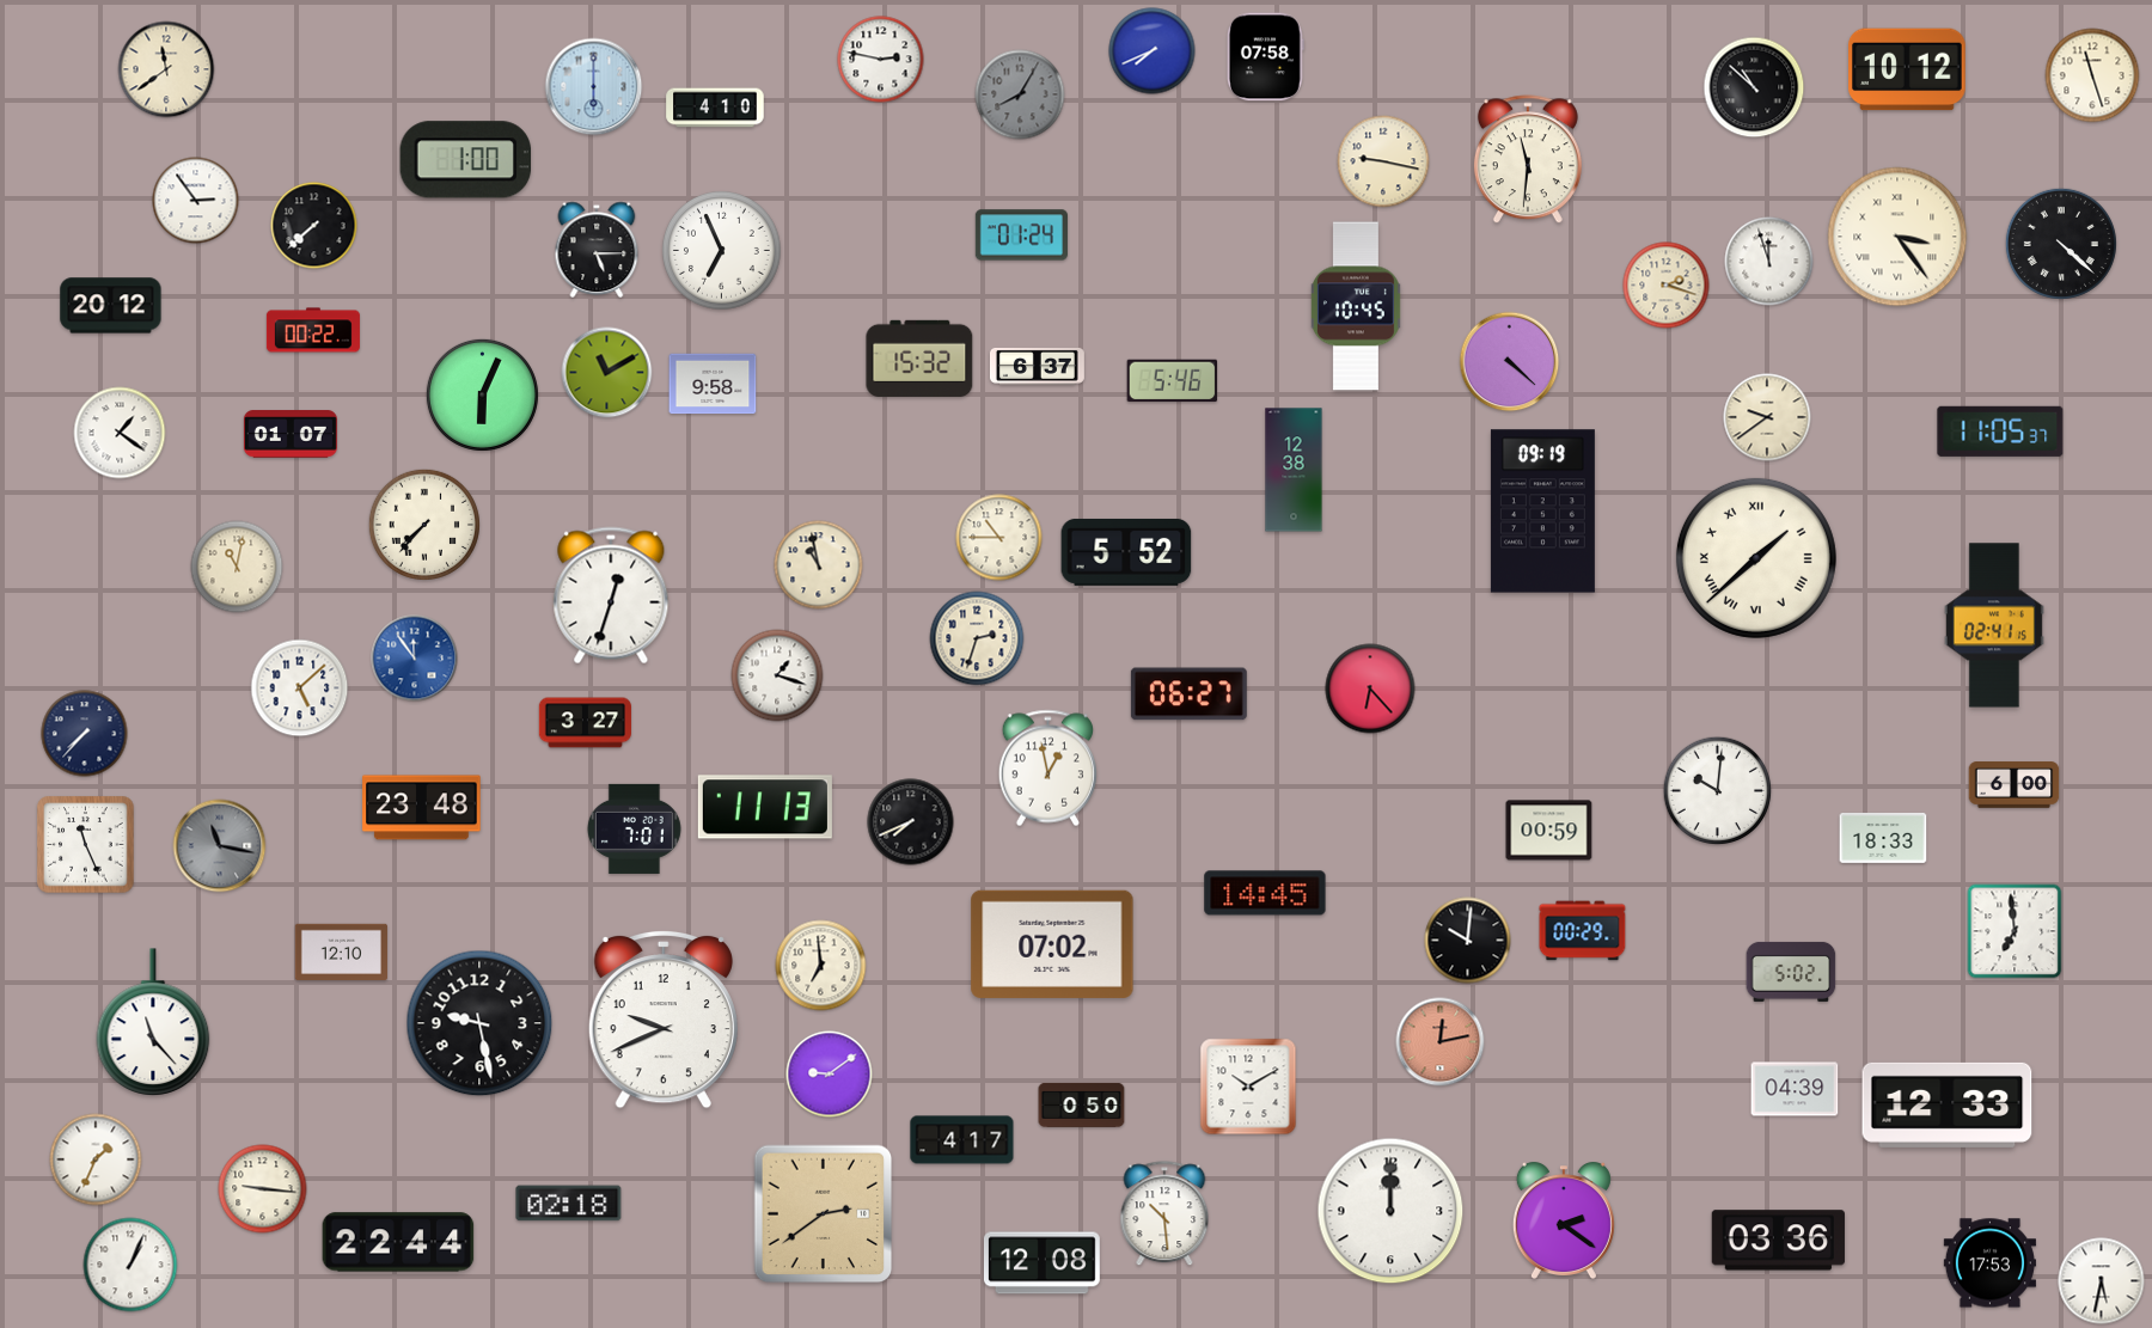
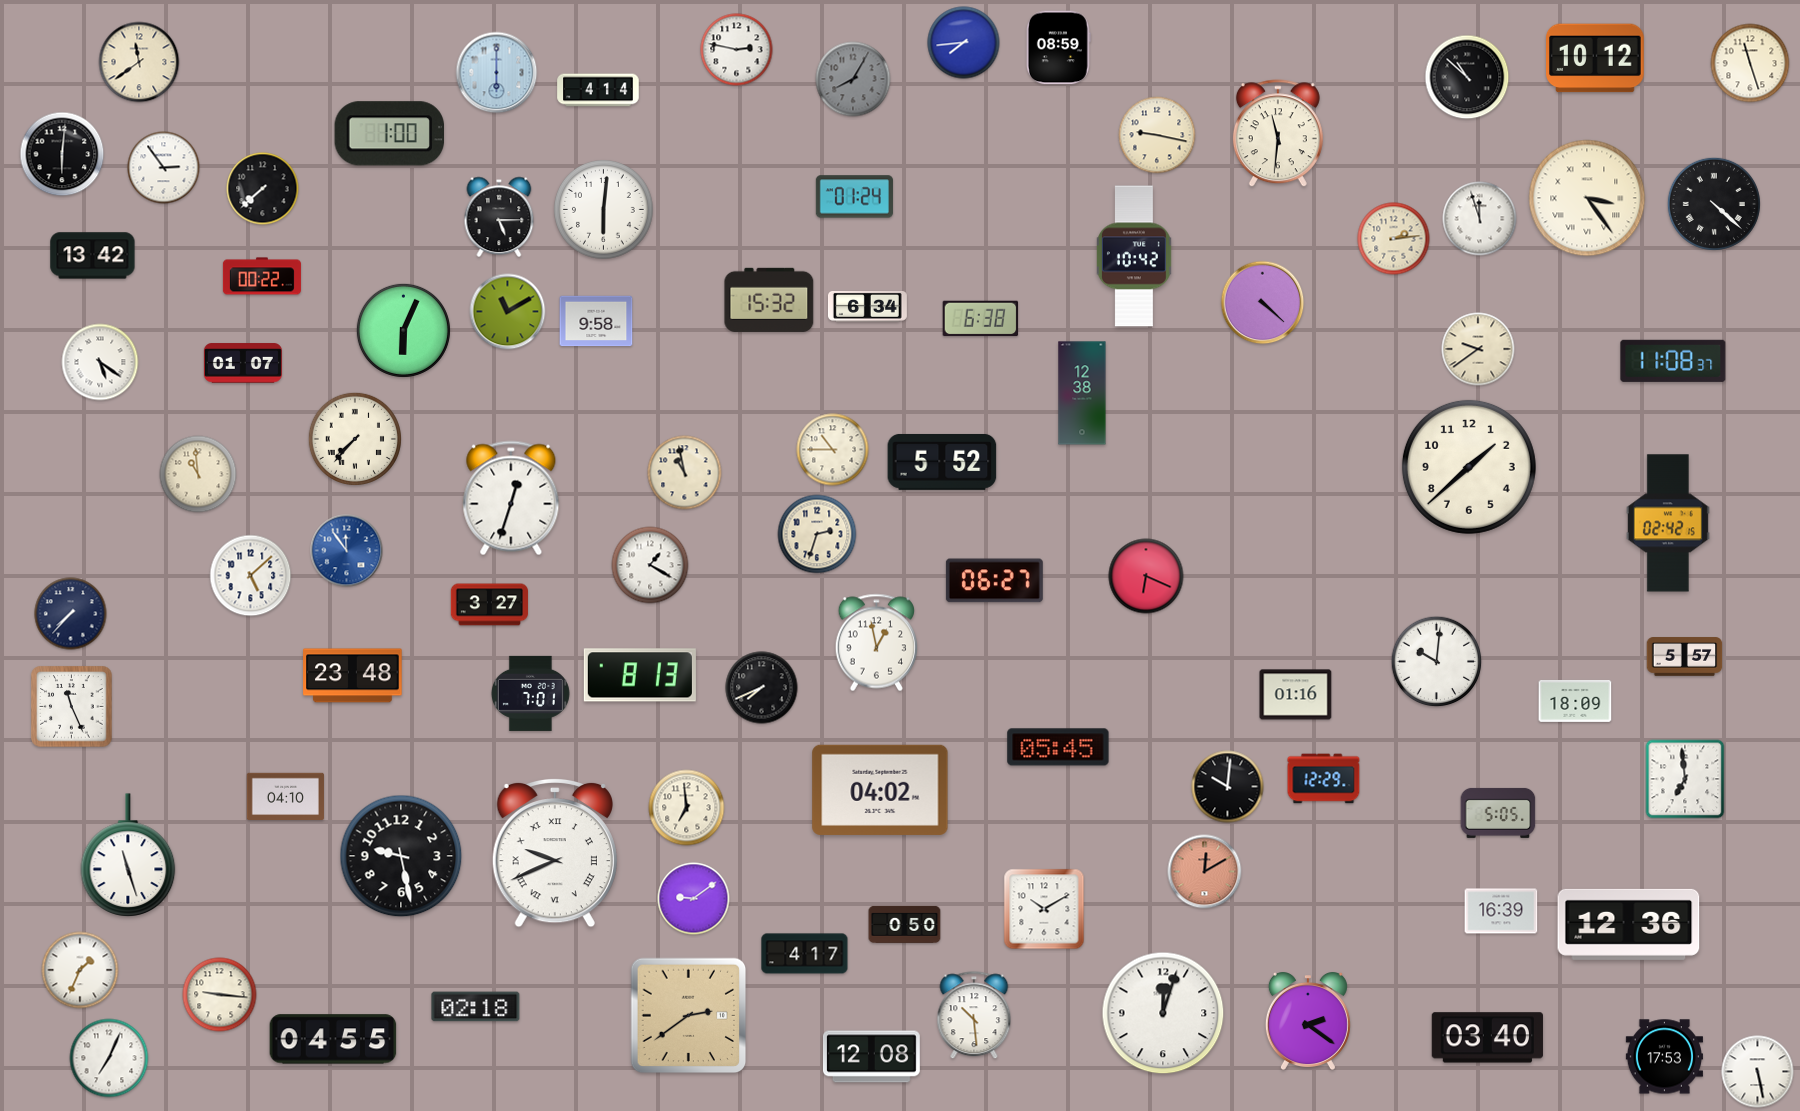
clock at (1153, 51): 7:41 -> 7:44
clock at (1265, 57): 07:58 -> 08:59
clock at (166, 69) position: (166, 69) -> (139, 62)
clock at (1754, 87) position: (1754, 87) -> (1467, 77)
clock at (715, 108): 4:10 -> 4:14
clock at (62, 154): none -> 6:01
clock at (2061, 244) position: (2061, 244) -> (1714, 204)
clock at (597, 250) position: (597, 250) -> (499, 217)
clock at (722, 251): 6:56 -> 6:01
clock at (1667, 286): 2:18 -> 2:14
clock at (111, 306): 20:12 -> 13:42
clock at (1356, 306): 10:45 -> 10:42
clock at (1037, 366): 6:37 -> 6:34
clock at (1173, 381): 5:46 -> 6:38
clock at (2000, 432): 11:05 -> 11:08
clock at (120, 433): 1:21 -> 5:21
clock at (1542, 512): 09:19 -> none
clock at (999, 538) position: (999, 538) -> (833, 450)
clock at (1756, 558) numerals: Roman -> Arabic
clock at (237, 567): 11:02 -> 10:59
clock at (1994, 625): 02:41 -> 02:42
clock at (777, 675): 1:18 -> 1:20
clock at (1370, 689): 6:23 -> 6:19
clock at (2015, 785): 6:00 -> 5:57
clock at (765, 807): 11:13 -> 8:13
clock at (1549, 831): 00:59 -> 01:16
clock at (1883, 838): 18:33 -> 18:09
clock at (220, 846): 11:17 -> none
clock at (1265, 893): 14:45 -> 05:45
clock at (1583, 931): 00:29 -> 12:29
clock at (1052, 944): 07:02 -> 04:02
clock at (341, 953): 12:10 -> 04:10
clock at (1791, 972): 5:02 -> 5:05
clock at (664, 1020) numerals: Arabic -> Roman
clock at (153, 1022): 11:23 -> 11:27
clock at (1441, 1042): 12:13 -> 12:10
clock at (1795, 1089): 04:39 -> 16:39
clock at (1948, 1104): 12:33 -> 12:36
clock at (1390, 1211): 12:00 -> 12:03
clock at (1778, 1241): 03:36 -> 03:40
clock at (398, 1242): 22:44 -> 04:55
clock at (130, 1265): 1:04 -> 7:04
clock at (2102, 1281): 5:32 -> 5:28
